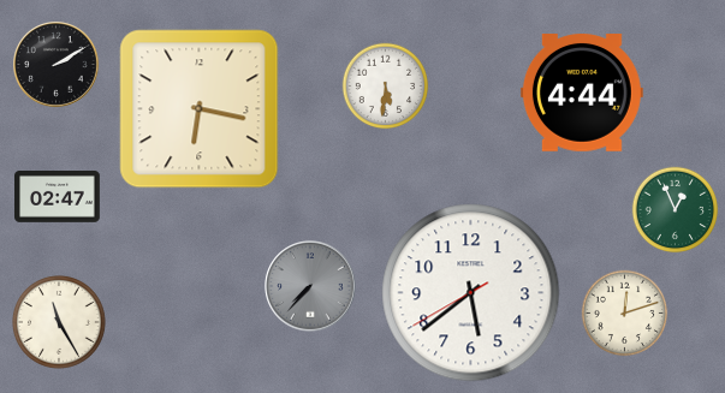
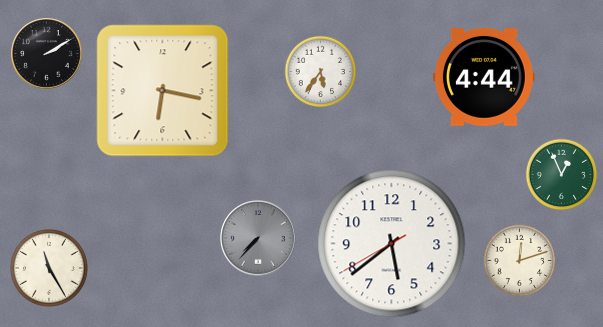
clock at (386, 87): 5:31 -> 5:36
clock at (200, 109) position: (200, 109) -> (163, 91)
clock at (58, 197): 02:47 -> none
